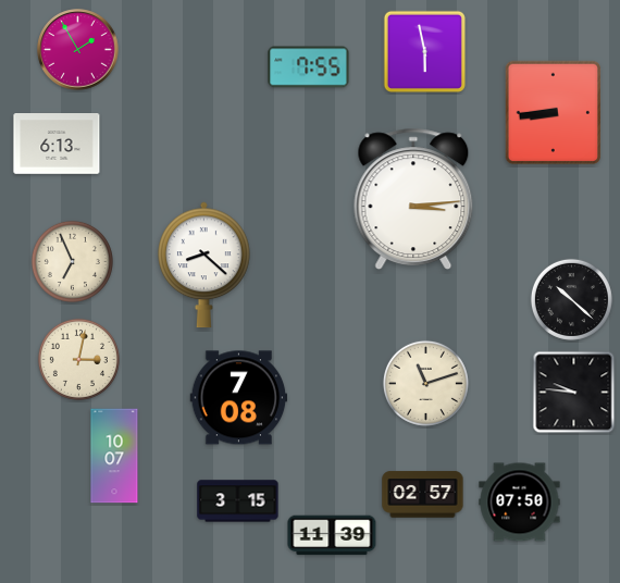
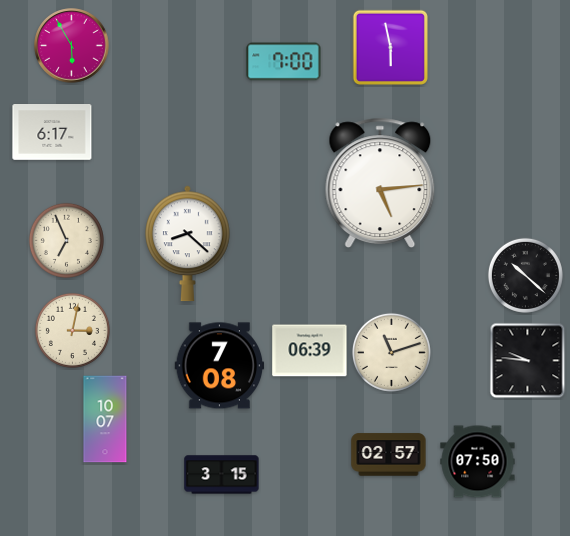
clock at (78, 50): 1:55 -> 5:55
clock at (309, 67): 7:55 -> 7:00
clock at (553, 113): 8:44 -> none
clock at (57, 144): 6:13 -> 6:17
clock at (413, 199): 3:14 -> 5:14
clock at (310, 351): none -> 06:39
clock at (238, 501) position: (238, 501) -> (222, 475)
clock at (332, 535): 11:39 -> none
